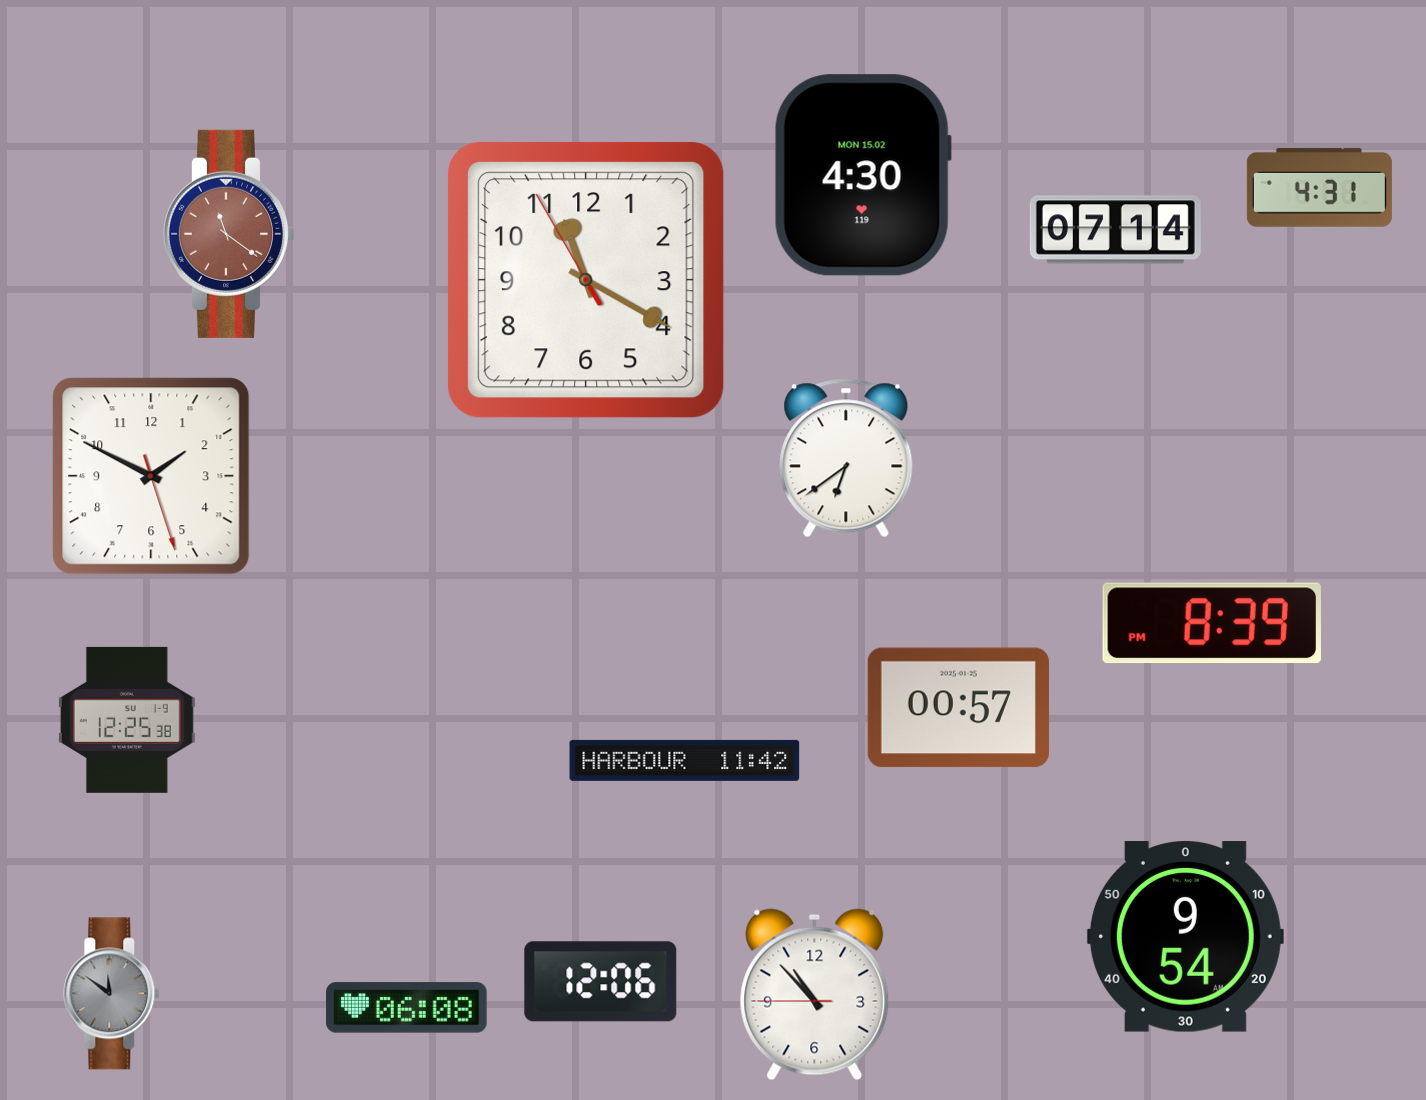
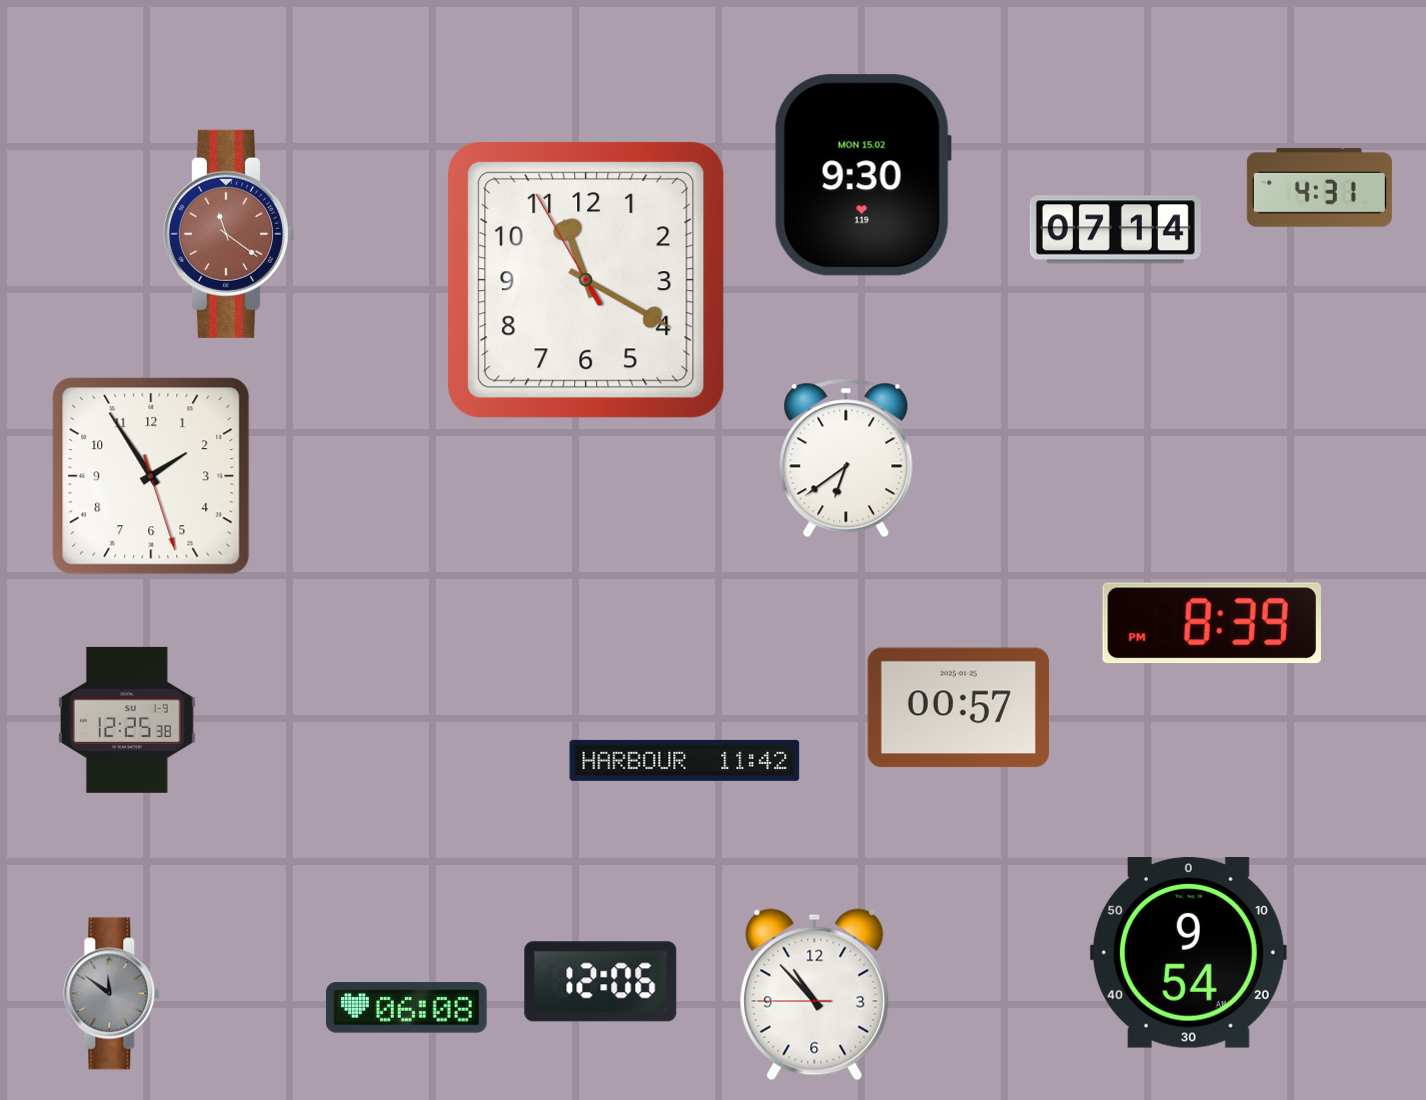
clock at (863, 175): 4:30 -> 9:30
clock at (151, 476): 1:49 -> 1:54
clock at (1185, 937) position: (1185, 937) -> (1188, 953)
